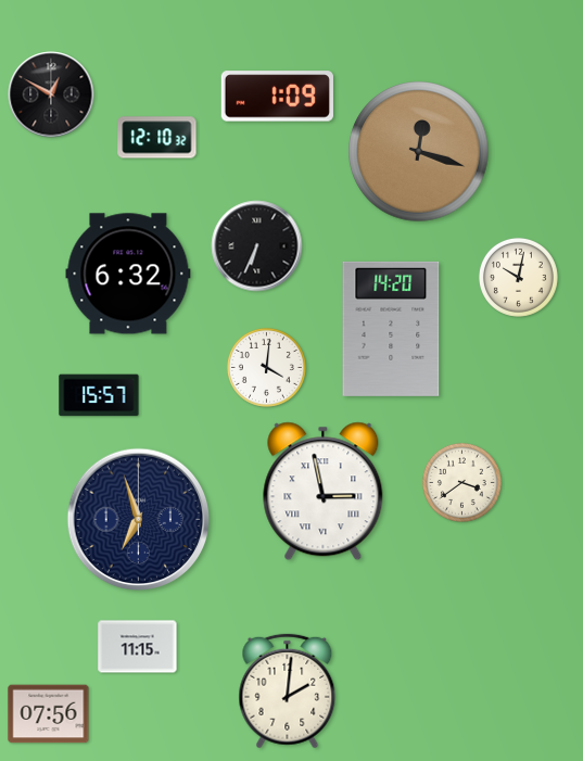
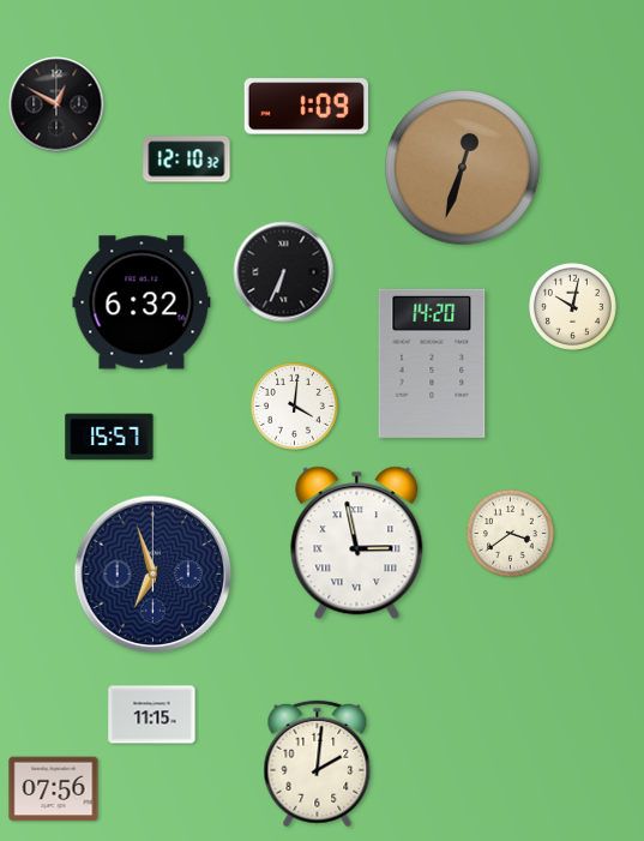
clock at (157, 138) position: (157, 138) -> (187, 160)
clock at (419, 152): 12:18 -> 12:33
